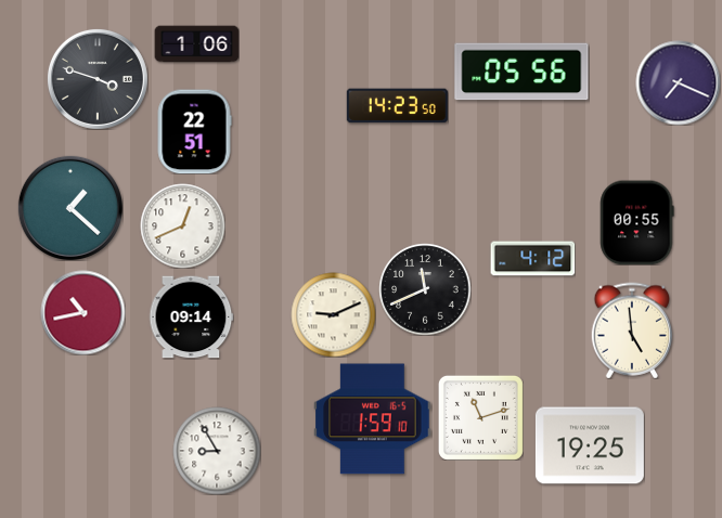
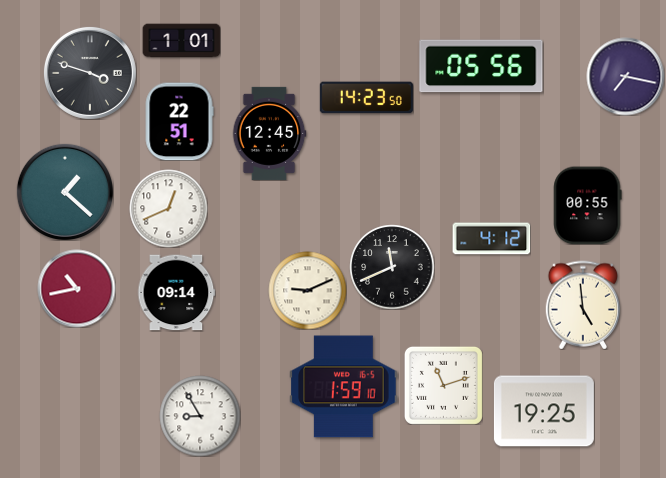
clock at (196, 44): 1:06 -> 1:01
clock at (678, 82): 7:19 -> 7:17
clock at (269, 133): none -> 12:45
